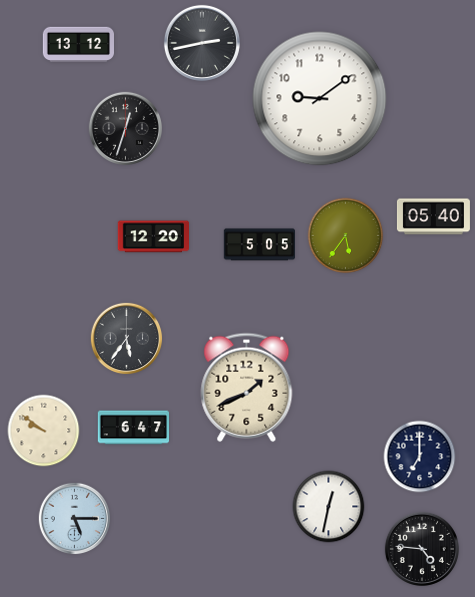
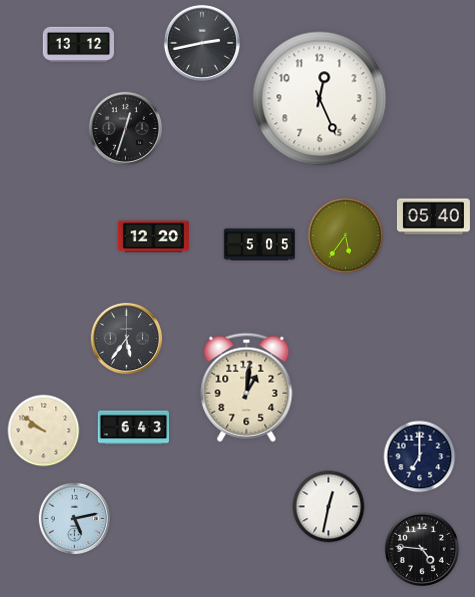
clock at (320, 99): 9:09 -> 12:26
clock at (247, 387): 1:41 -> 1:01
clock at (133, 428): 6:47 -> 6:43
clock at (75, 519): 5:15 -> 5:13
